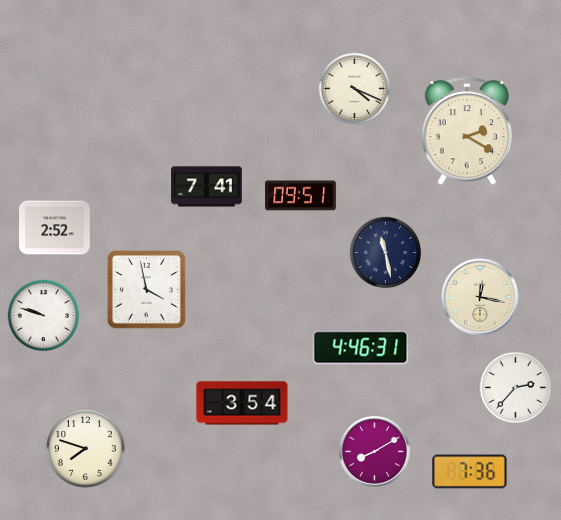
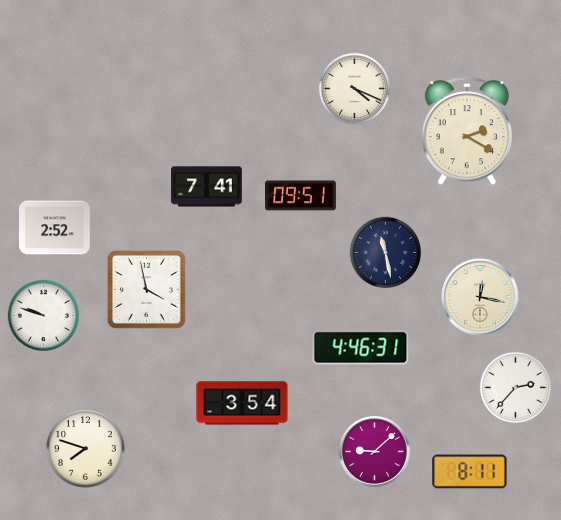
clock at (375, 452): 8:10 -> 9:08
clock at (470, 472): 7:36 -> 8:11
